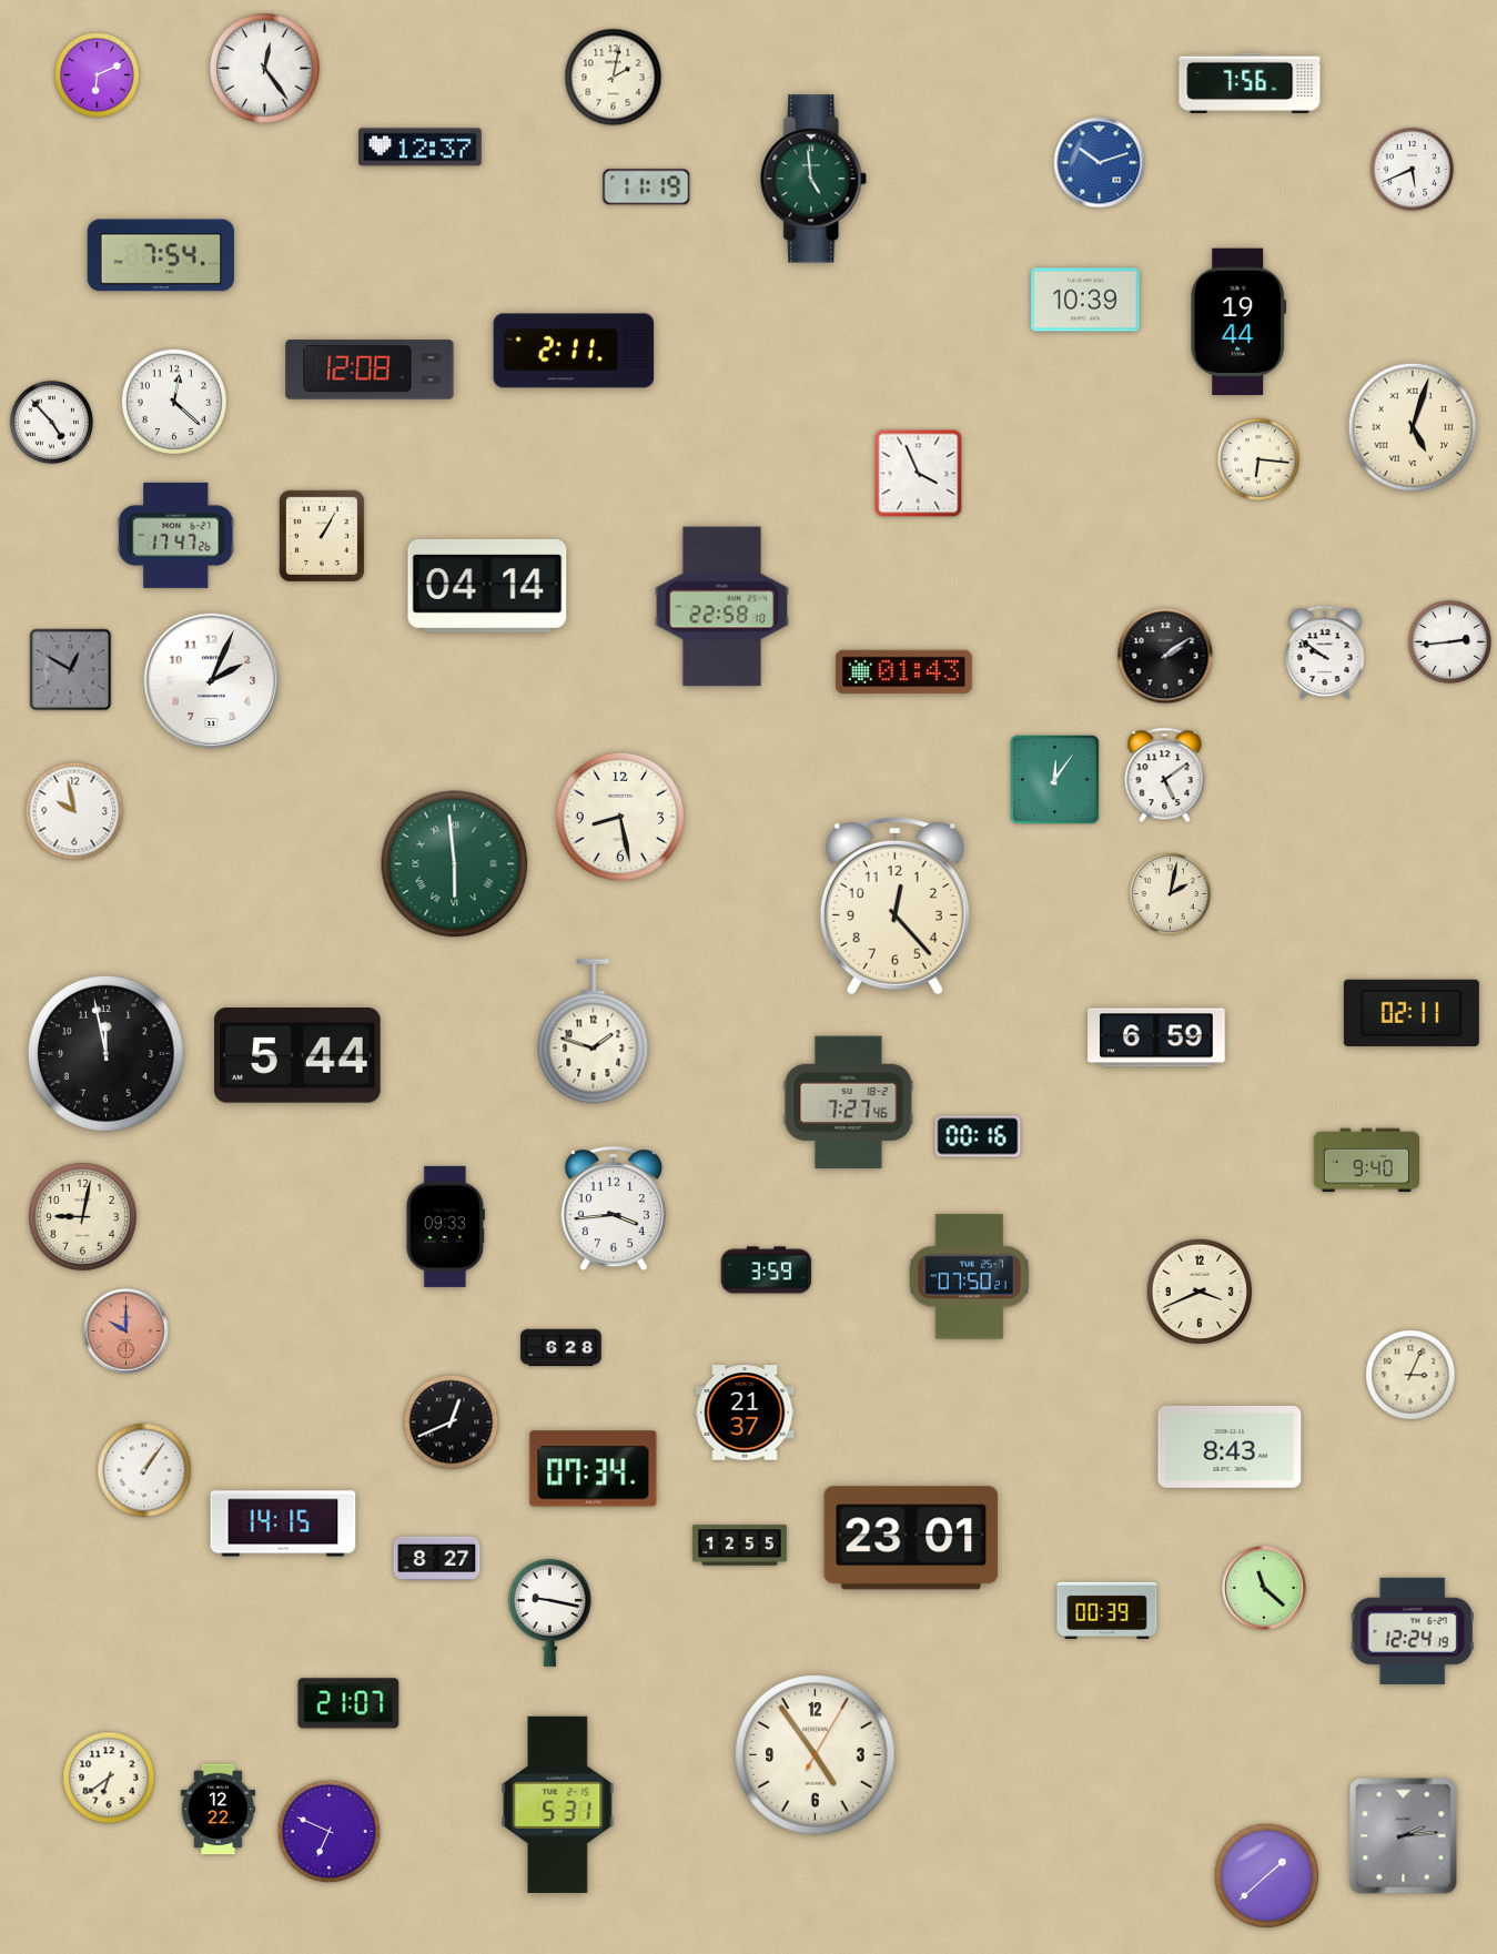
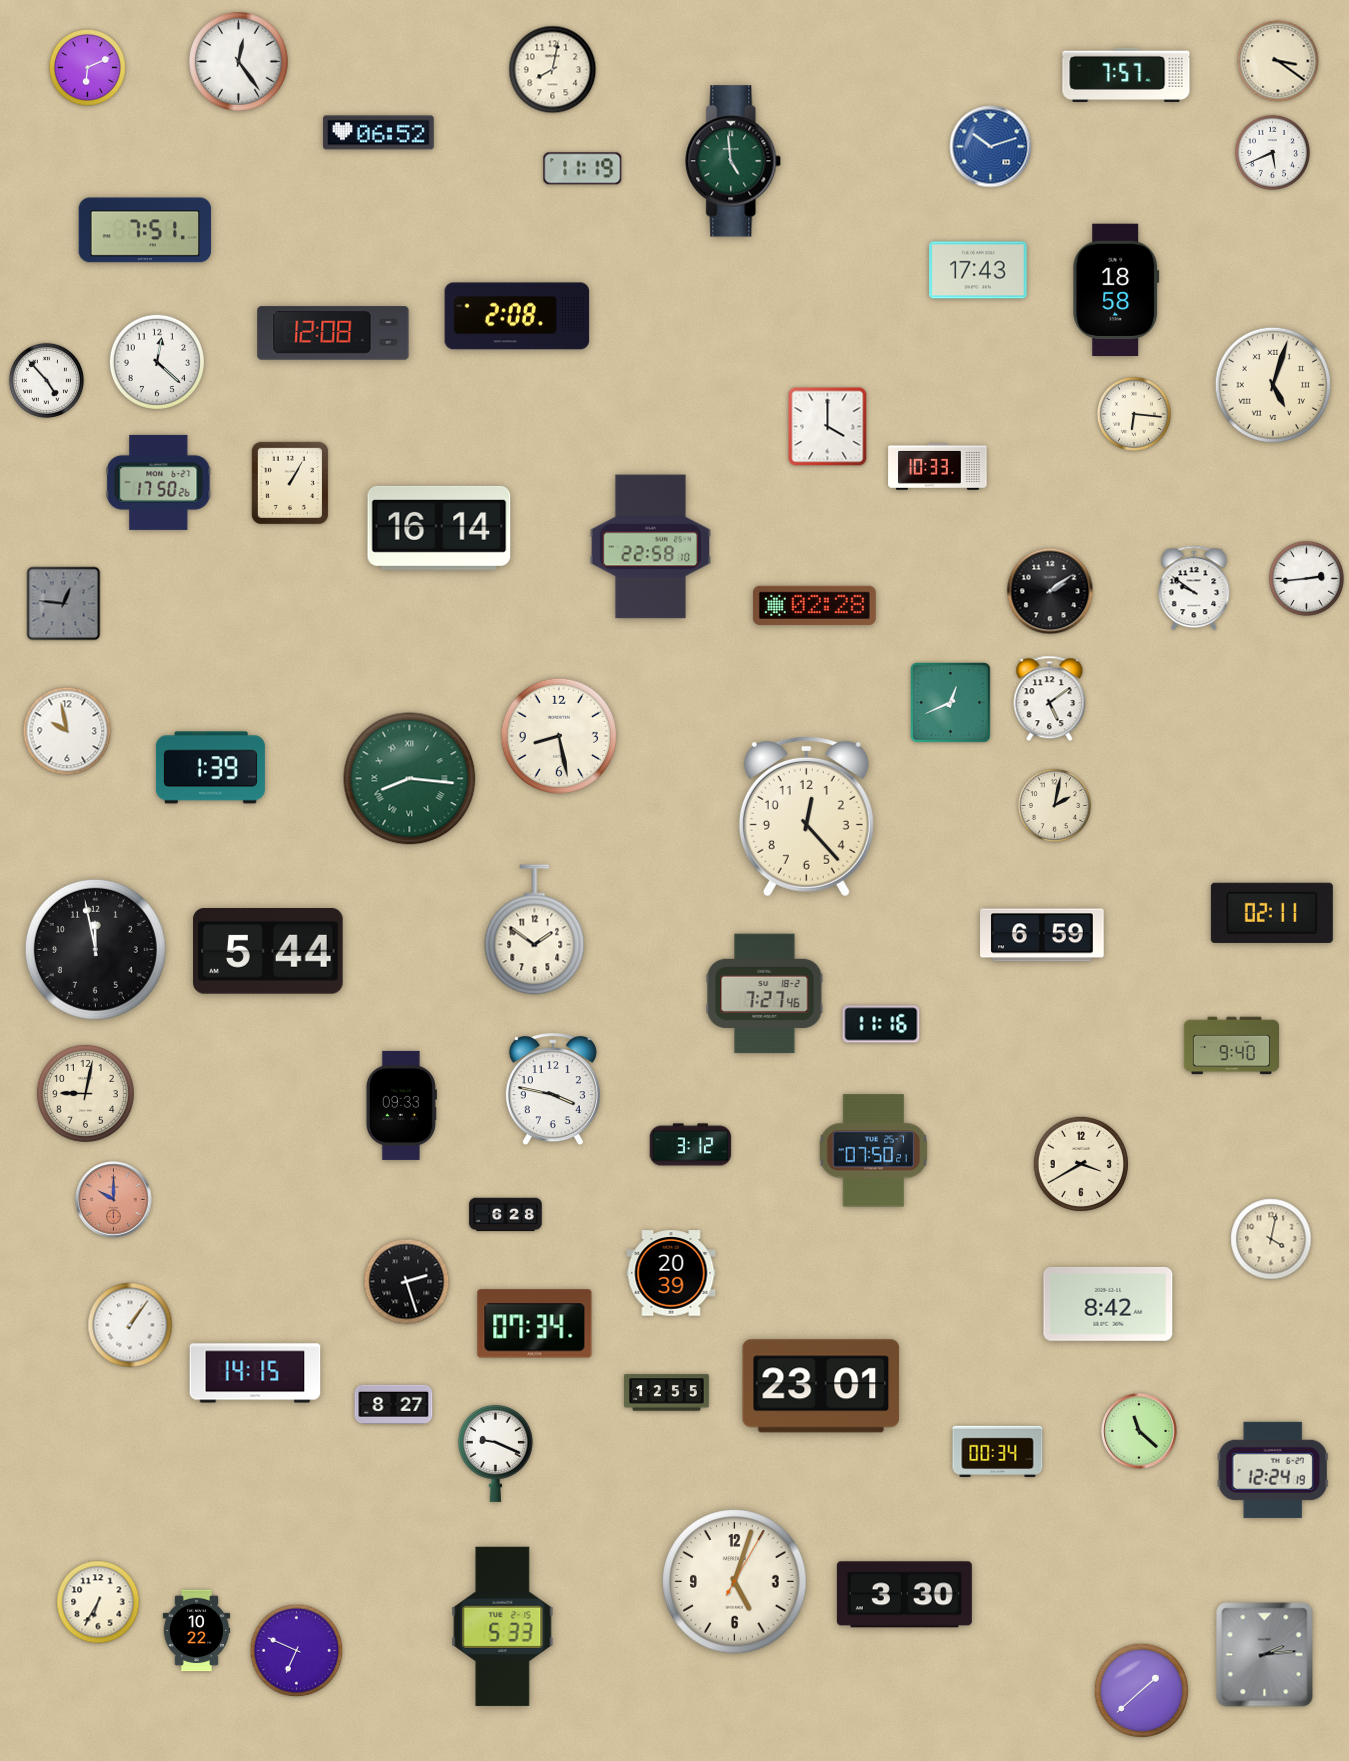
clock at (1278, 61): none -> 3:21
clock at (614, 78): 2:02 -> 8:02
clock at (1250, 83): 7:56 -> 7:57
clock at (421, 148): 12:37 -> 06:52
clock at (161, 255): 7:54 -> 7:51
clock at (1086, 300): 10:39 -> 17:43
clock at (1238, 322): 19:44 -> 18:58
clock at (574, 351): 2:11 -> 2:08
clock at (919, 474): 3:56 -> 4:00
clock at (938, 466): none -> 10:33
clock at (176, 535): 17:47 -> 17:50
clock at (487, 586): 04:14 -> 16:14
clock at (71, 670): 12:50 -> 12:46
clock at (903, 671): 01:43 -> 02:28
clock at (212, 681): 2:04 -> none
clock at (1055, 780): 12:06 -> 12:41
clock at (210, 768): none -> 1:39
clock at (455, 864): 5:59 -> 8:16
clock at (594, 1032): 1:48 -> 1:51
clock at (978, 1136): 00:16 -> 11:16
clock at (614, 1209): 3:44 -> 3:47
clock at (82, 1216) position: (82, 1216) -> (85, 1093)
clock at (767, 1270): 3:59 -> 3:12
clock at (1200, 1292): 3:41 -> 3:40
clock at (1410, 1375): 3:04 -> 4:02
clock at (745, 1413): 21:37 -> 20:39
clock at (452, 1423): 12:41 -> 2:27
clock at (1230, 1447): 8:43 -> 8:42
clock at (1107, 1611): 00:39 -> 00:34
clock at (549, 1612): 9:17 -> 9:19
clock at (348, 1703): 21:07 -> none
clock at (816, 1755): 4:54 -> 5:03
clock at (904, 1595): none -> 3:30
clock at (109, 1778): 6:39 -> 6:35
clock at (558, 1804): 5:31 -> 5:33
clock at (219, 1810): 12:22 -> 10:22
